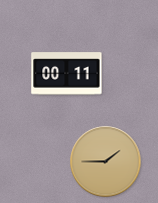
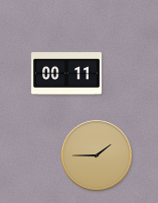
clock at (106, 162) position: (106, 162) -> (97, 156)
